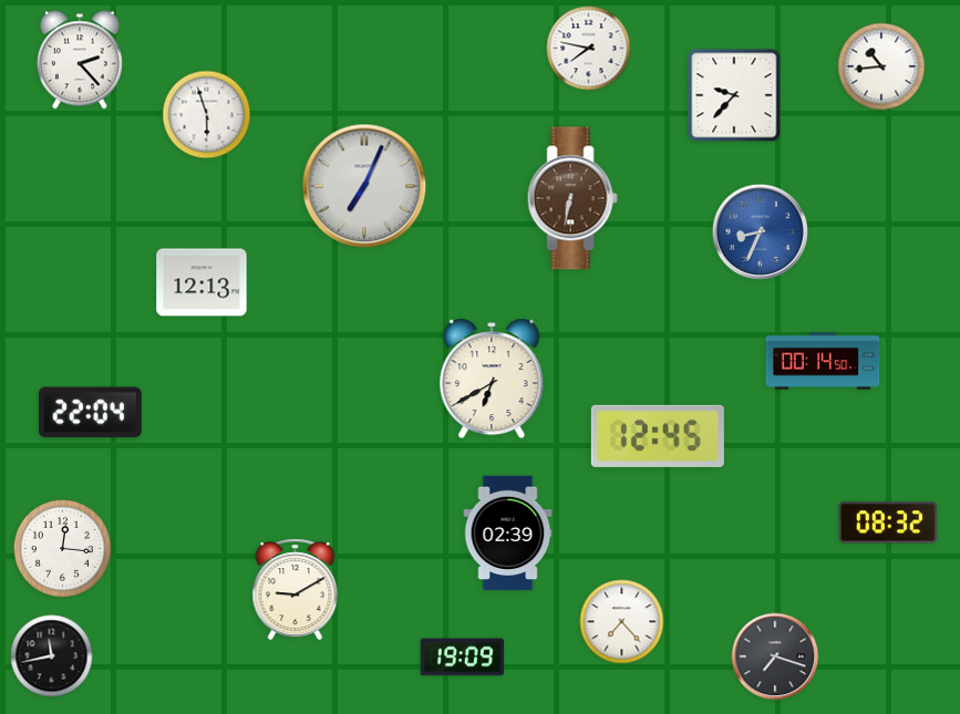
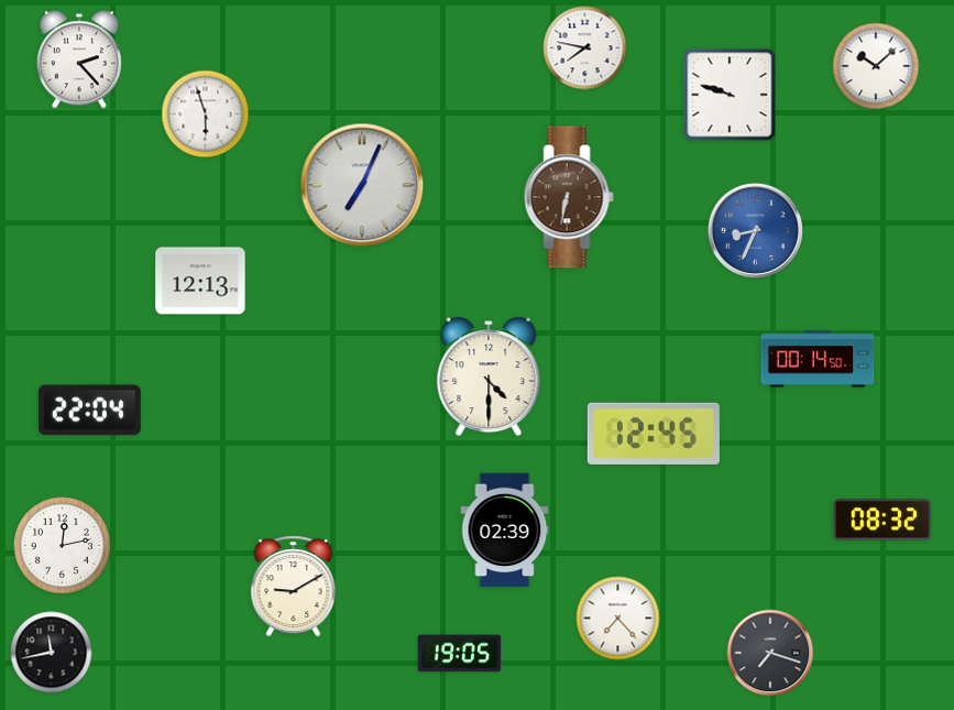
clock at (881, 66): 10:44 -> 10:08
clock at (734, 95): 9:37 -> 9:48
clock at (492, 379): 6:40 -> 4:30
clock at (62, 548): 12:16 -> 12:13
clock at (463, 658): 19:09 -> 19:05
